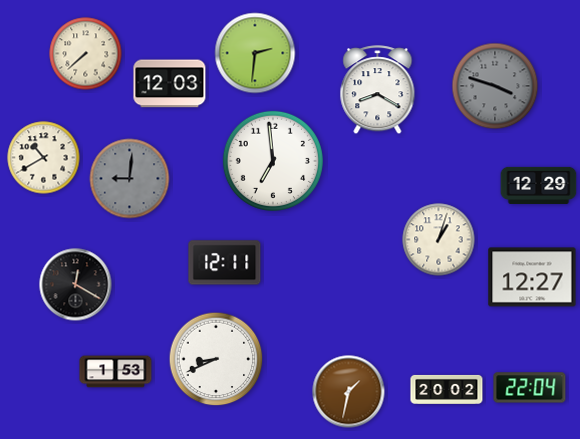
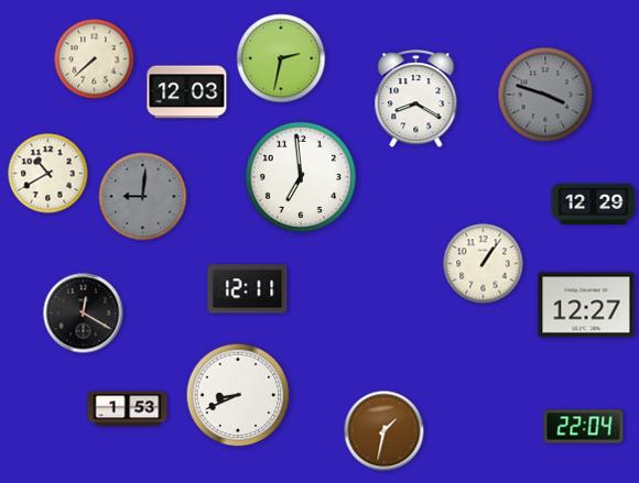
clock at (255, 53): 2:31 -> 2:32
clock at (439, 240): 1:03 -> 1:06
clock at (447, 389): 20:02 -> none
